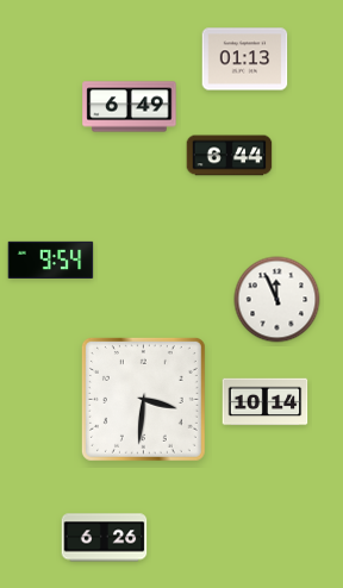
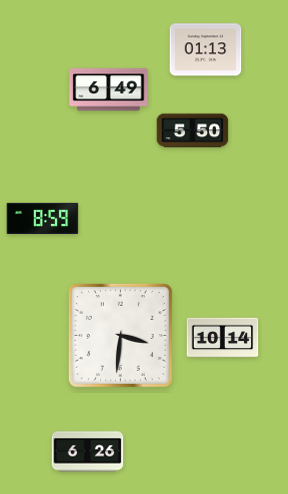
clock at (230, 156): 6:44 -> 5:50
clock at (51, 259): 9:54 -> 8:59
clock at (277, 300): 11:56 -> none
